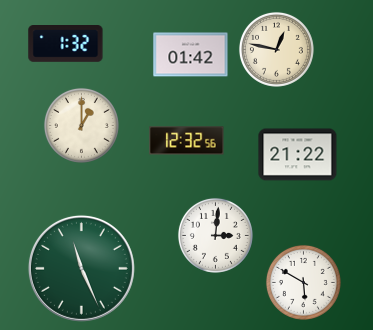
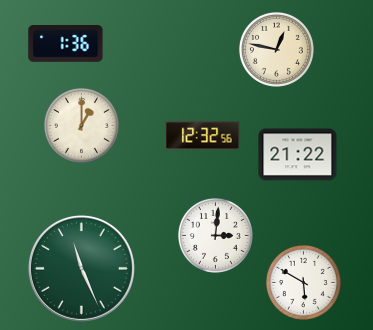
clock at (66, 44): 1:32 -> 1:36
clock at (191, 55): 01:42 -> none
clock at (187, 141) position: (187, 141) -> (203, 136)
